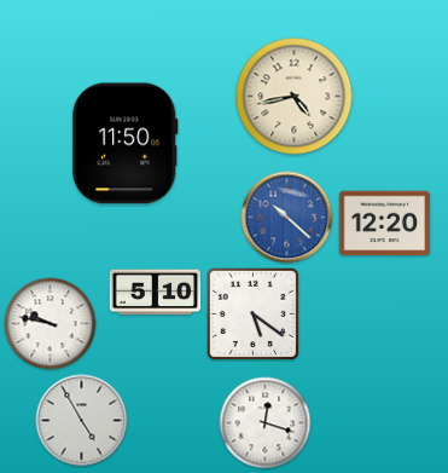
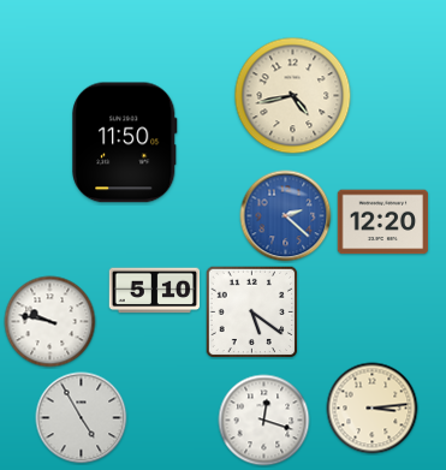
clock at (287, 218): 10:22 -> 2:22
clock at (373, 409): none -> 3:14
